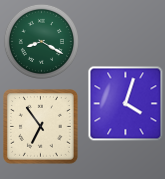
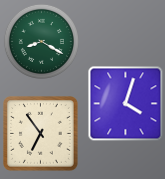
clock at (41, 127) position: (41, 127) -> (41, 134)
